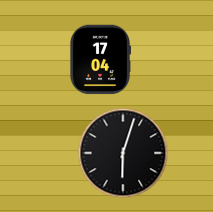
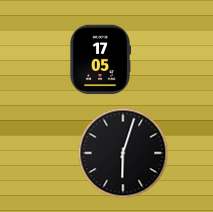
clock at (99, 60): 17:04 -> 17:05
